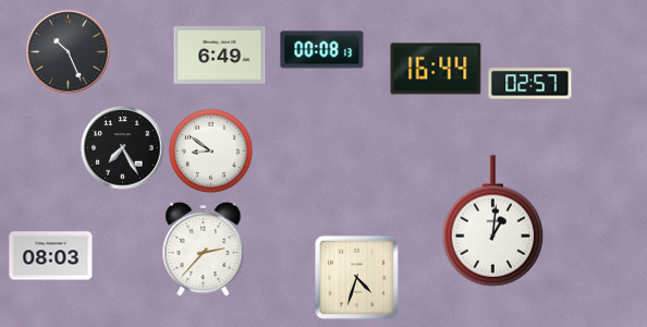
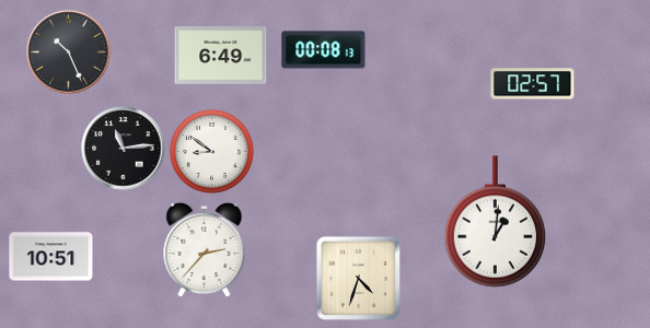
clock at (436, 69): 16:44 -> none
clock at (123, 148): 7:25 -> 11:14
clock at (51, 256): 08:03 -> 10:51
